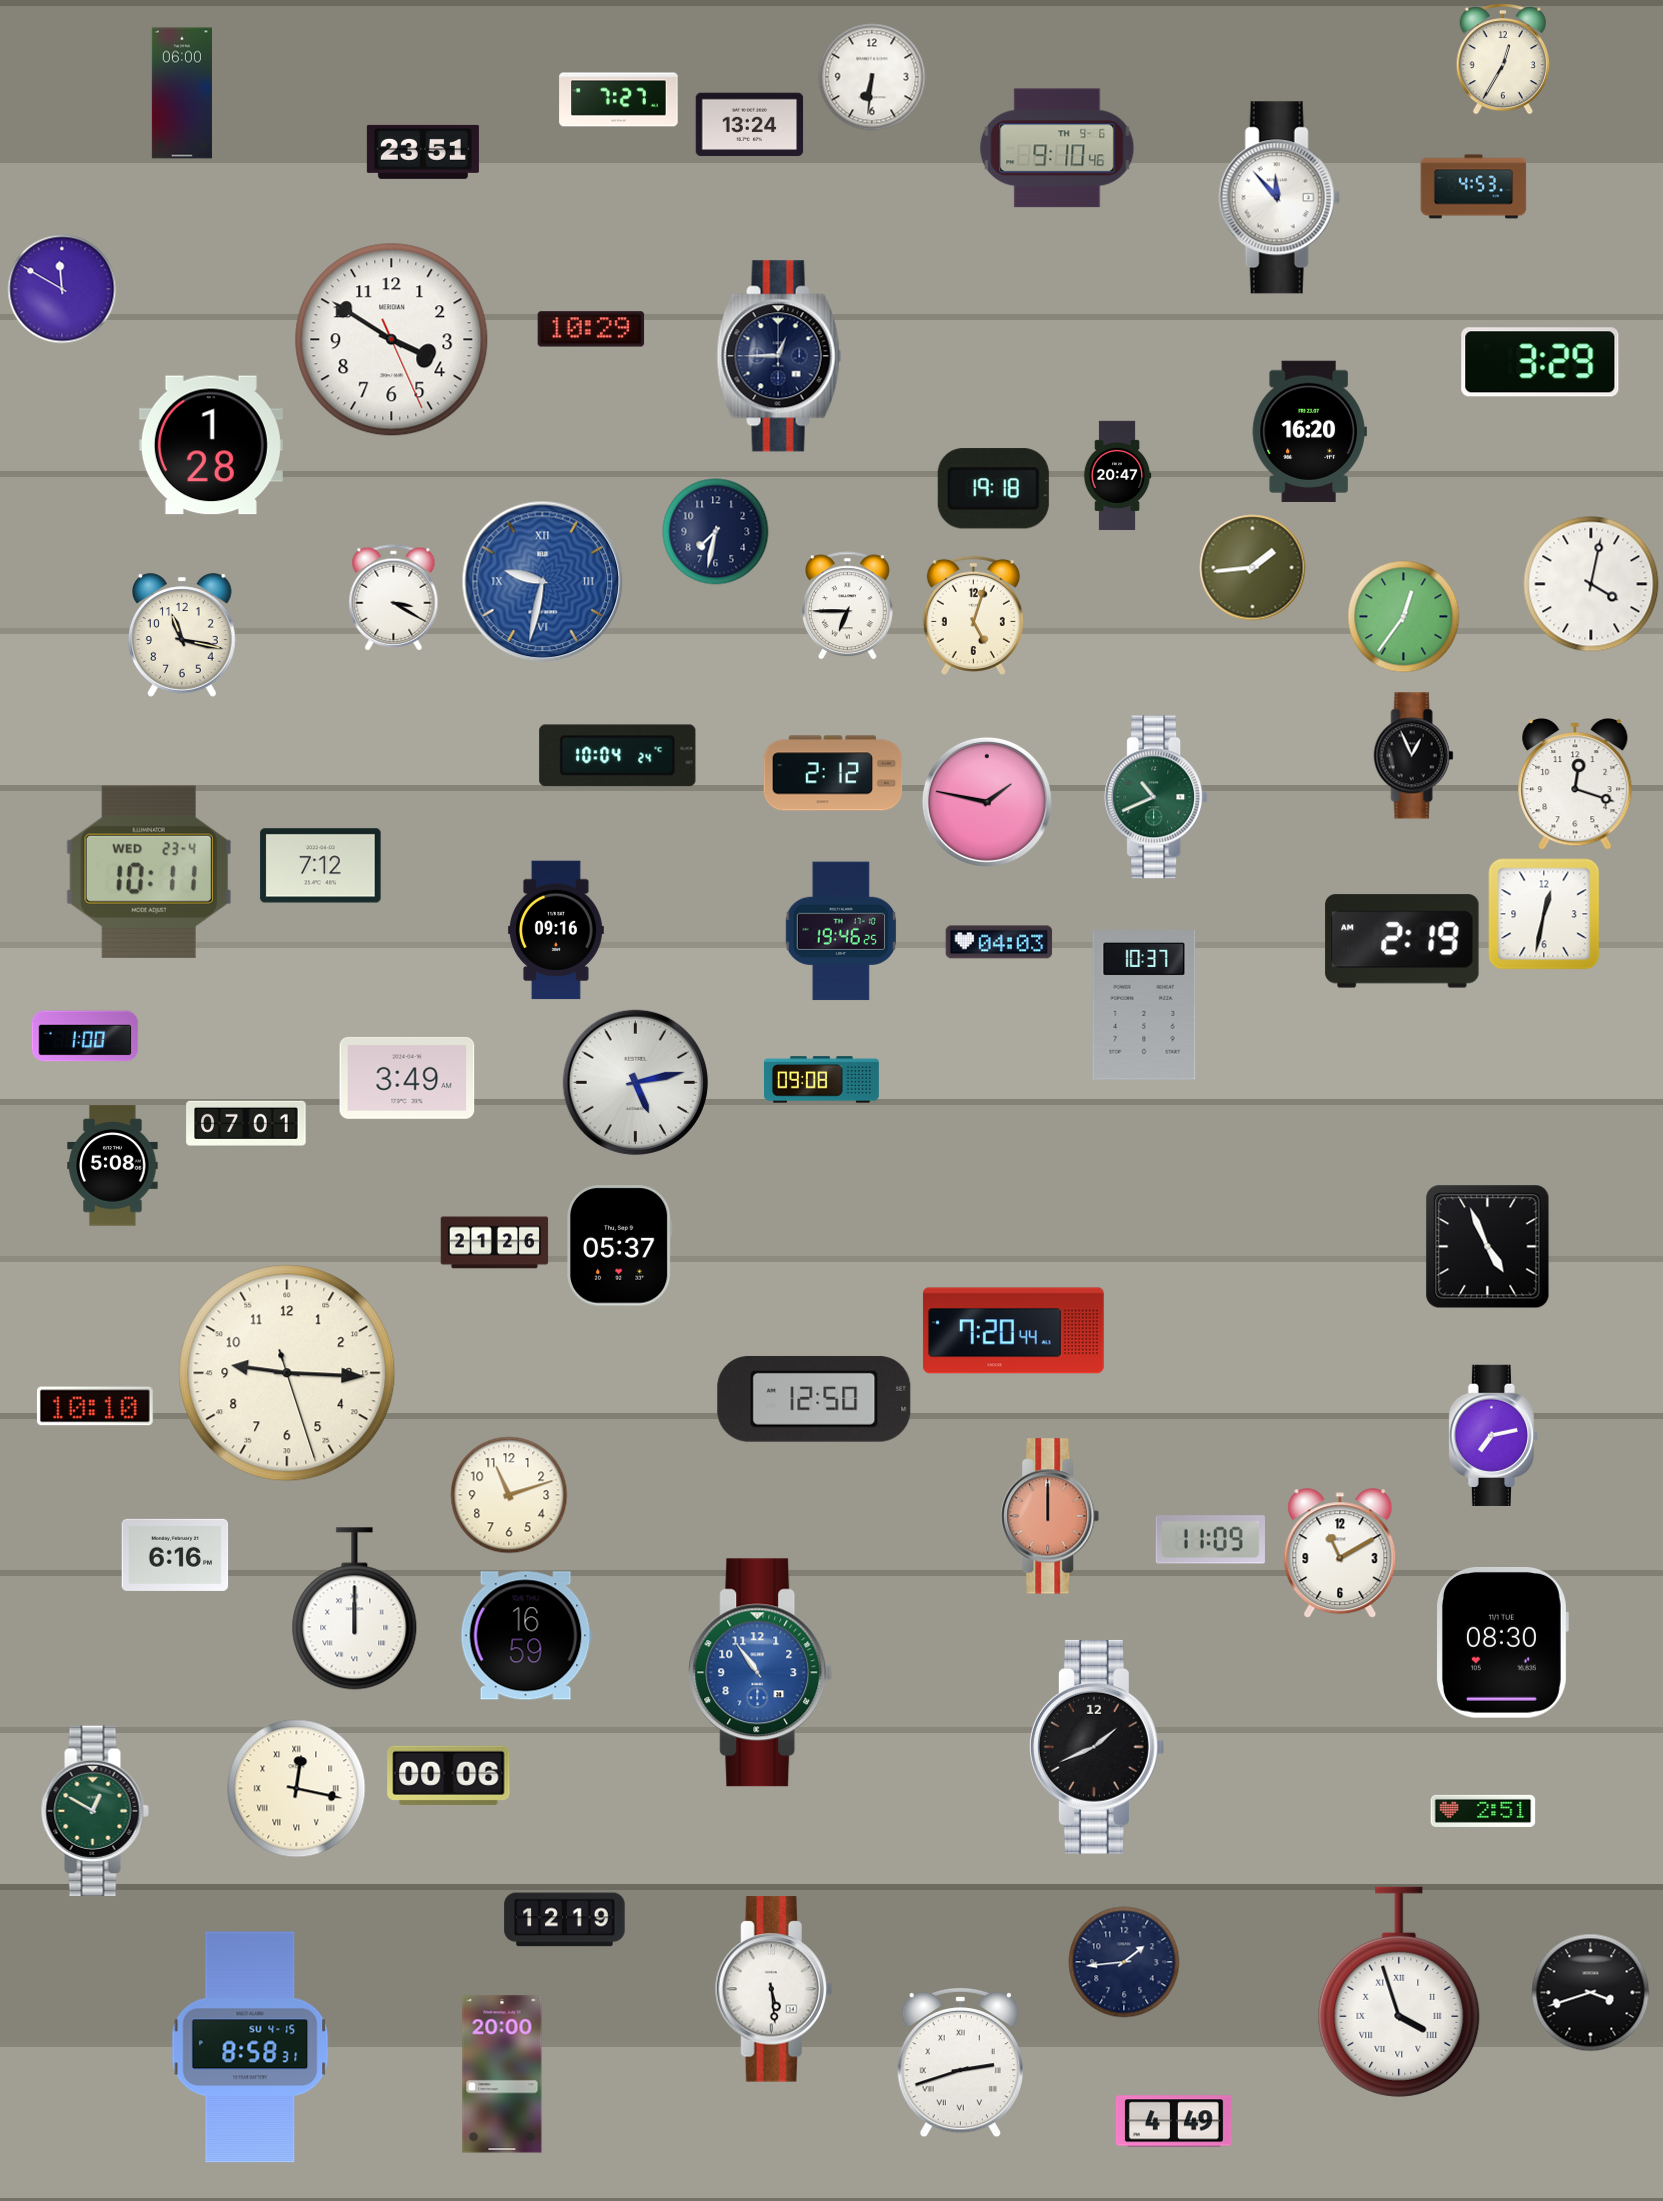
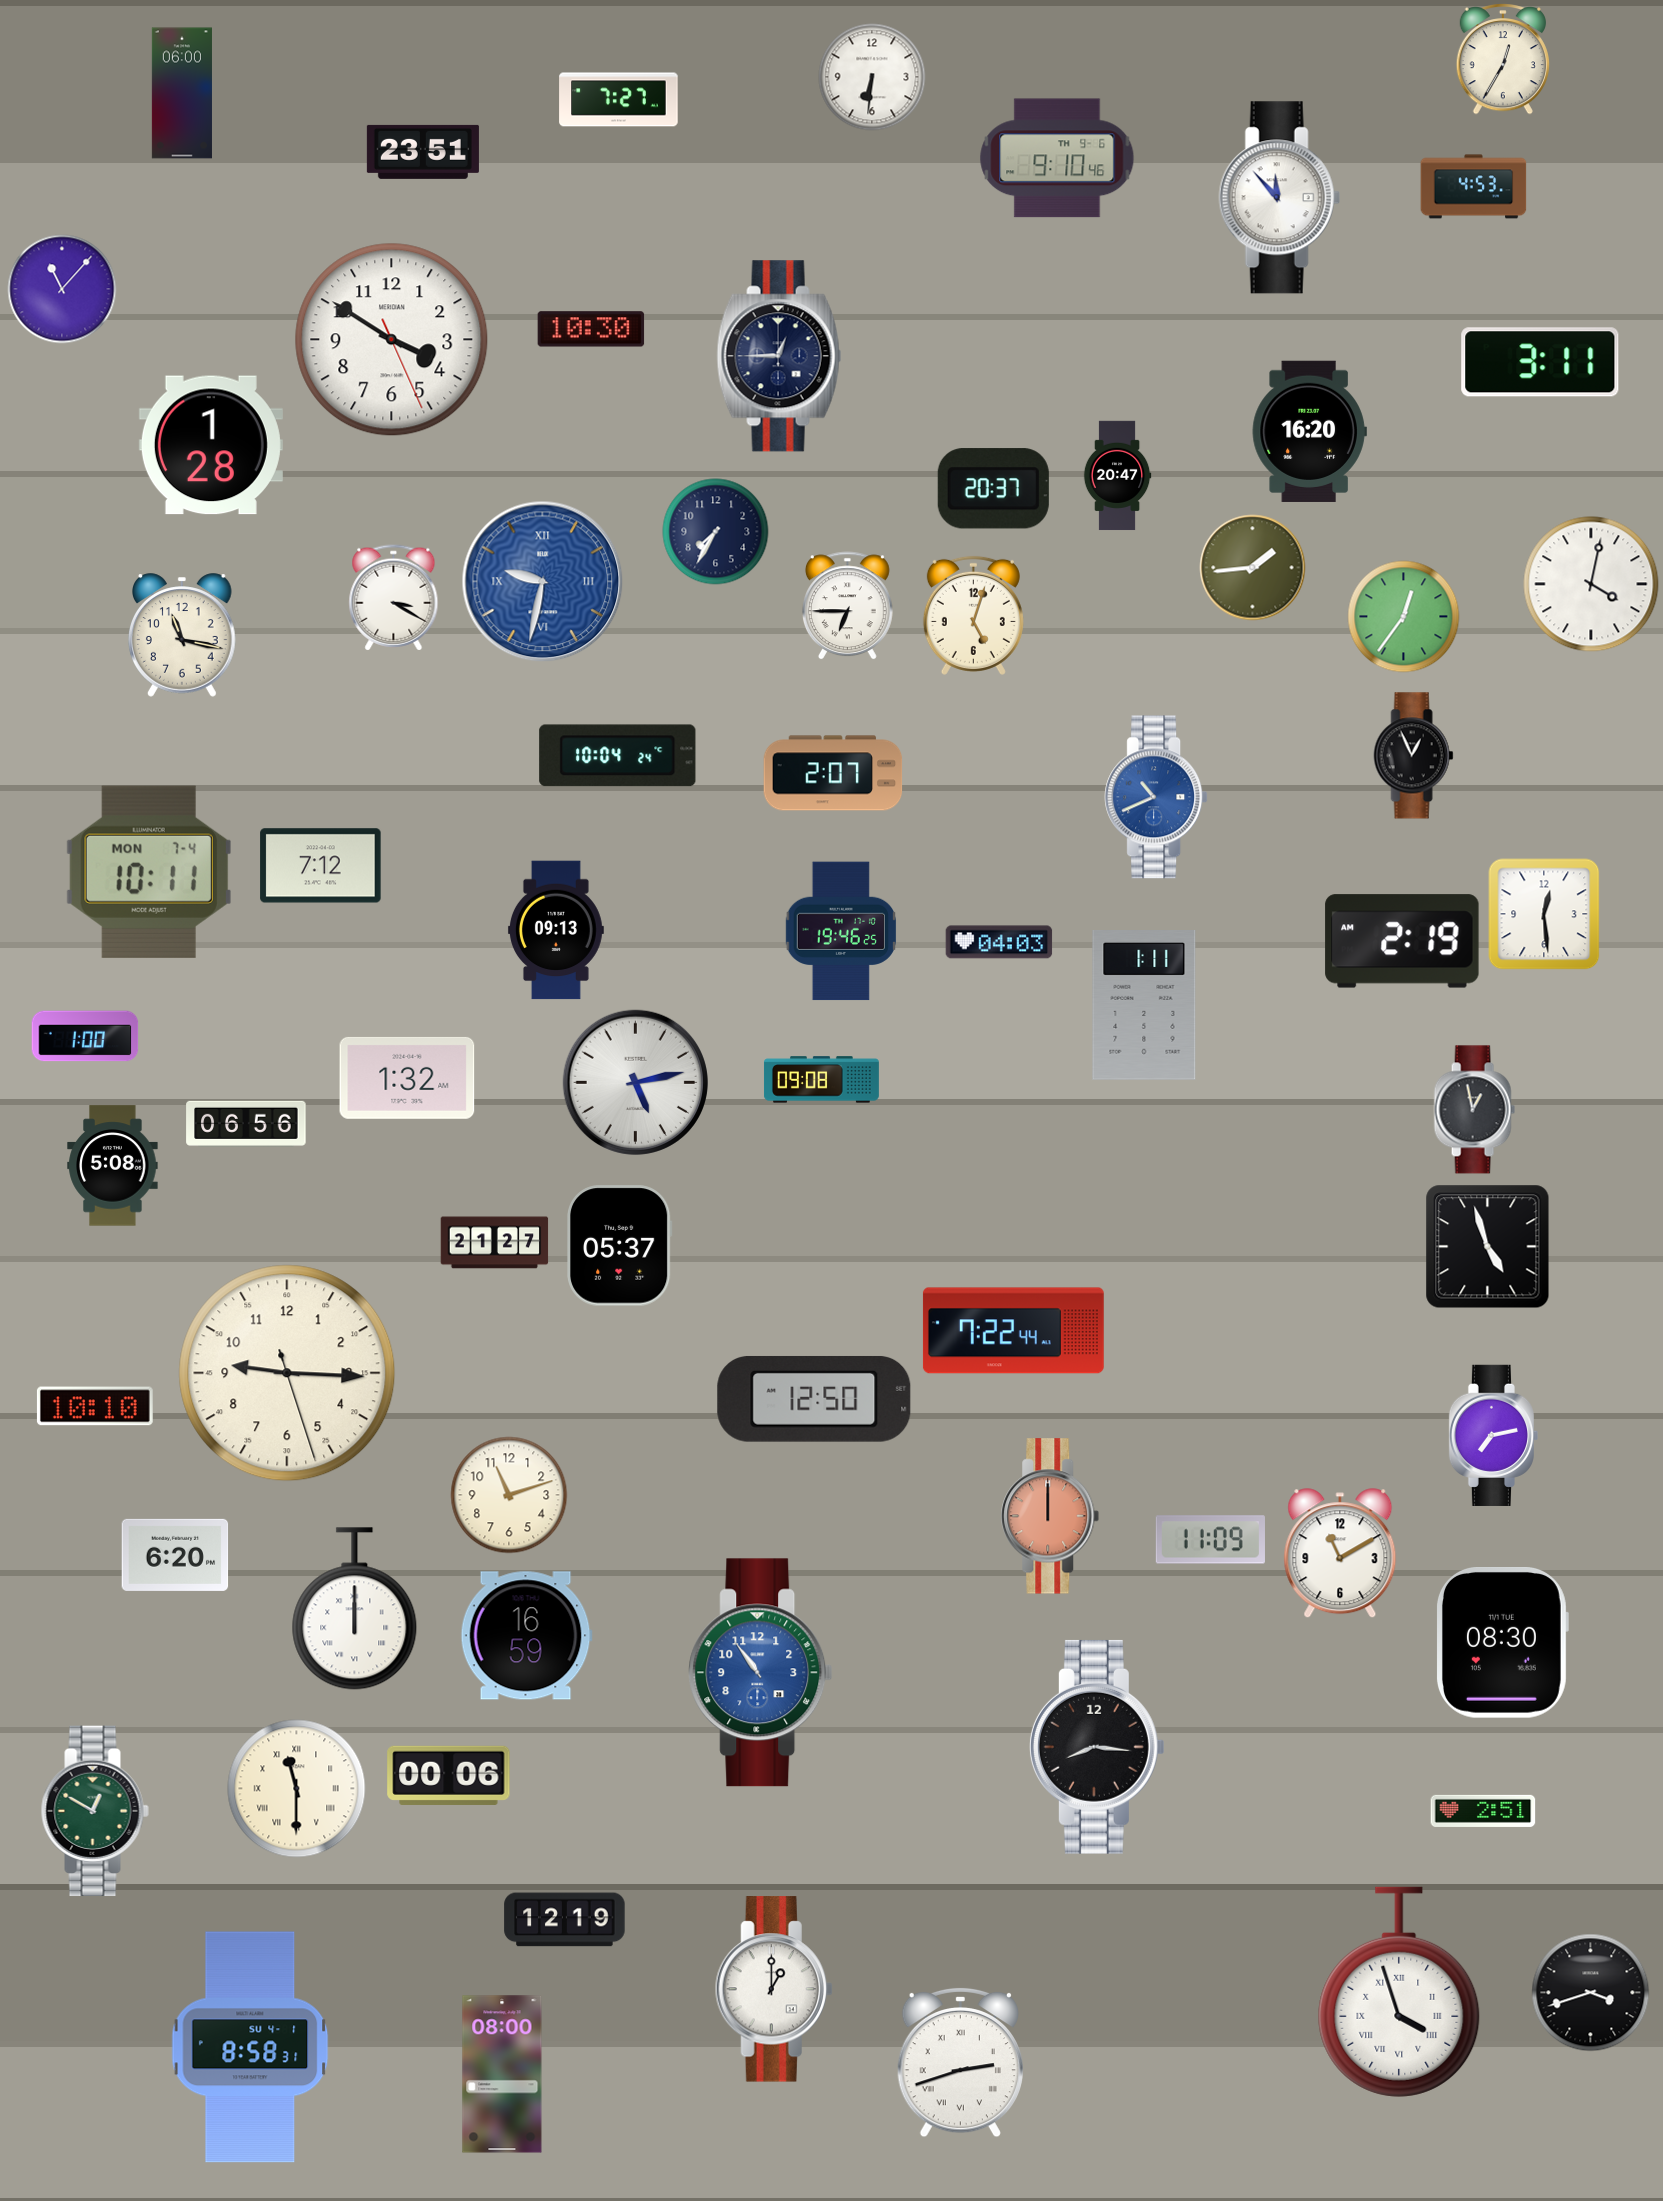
clock at (750, 125): 13:24 -> none
clock at (1057, 148) position: (1057, 148) -> (1057, 158)
clock at (62, 289): 11:50 -> 11:07
clock at (591, 329): 10:29 -> 10:30
clock at (1540, 362): 3:29 -> 3:11
clock at (993, 489): 19:18 -> 20:37
clock at (716, 532): 7:32 -> 7:35
clock at (833, 773): 2:12 -> 2:07
clock at (1575, 785): 12:18 -> none
clock at (1156, 797) dial: green -> blue
clock at (987, 802): 1:47 -> none
clock at (149, 872) date: WED 23-4 -> MON 7-4
clock at (1544, 914): 12:32 -> 12:29
clock at (556, 930): 09:16 -> 09:13
clock at (1144, 1006): 10:37 -> 1:11
clock at (407, 1078): 3:49 -> 1:32
clock at (1474, 1110): none -> 12:58
clock at (246, 1124): 07:01 -> 06:56
clock at (495, 1243): 21:26 -> 21:27
clock at (1488, 1247): 4:56 -> 4:57
clock at (1013, 1331): 7:20 -> 7:22
clock at (175, 1555): 6:16 -> 6:20
clock at (1097, 1747): 1:41 -> 8:16
clock at (297, 1789): 12:17 -> 11:30
clock at (1124, 1962): 1:44 -> none
clock at (774, 1989): 5:29 -> 1:00
clock at (250, 2047) date: SU 4-15 -> SU 4-1
clock at (502, 2074): 20:00 -> 08:00
clock at (1174, 2121): 4:49 -> none
